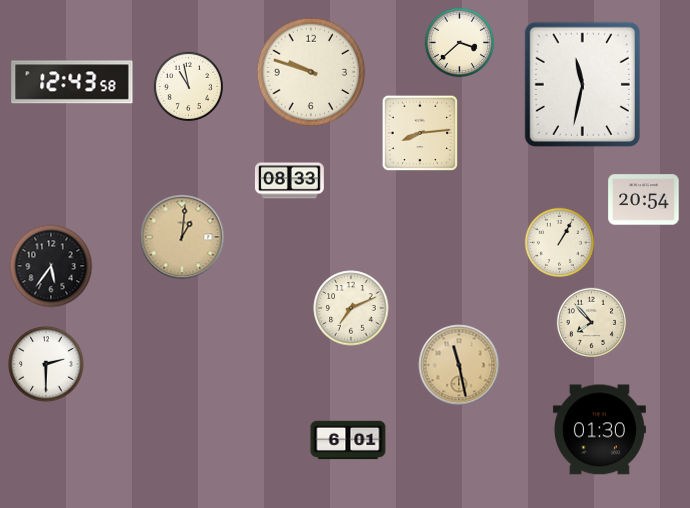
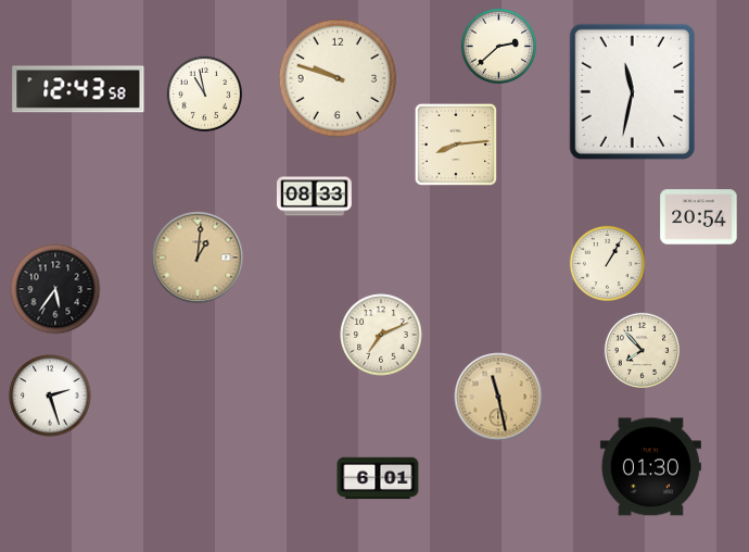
clock at (459, 42): 3:38 -> 2:38
clock at (46, 364): 2:30 -> 2:27
